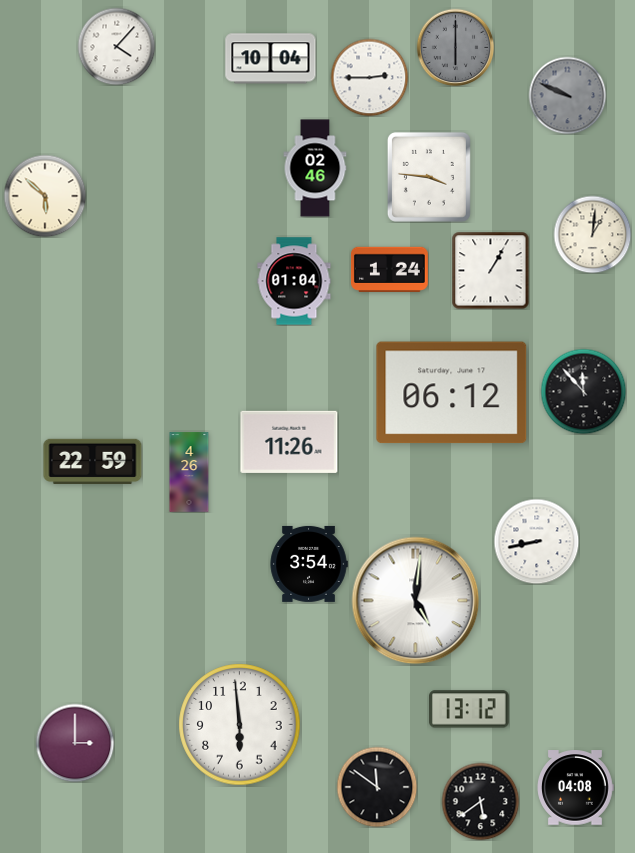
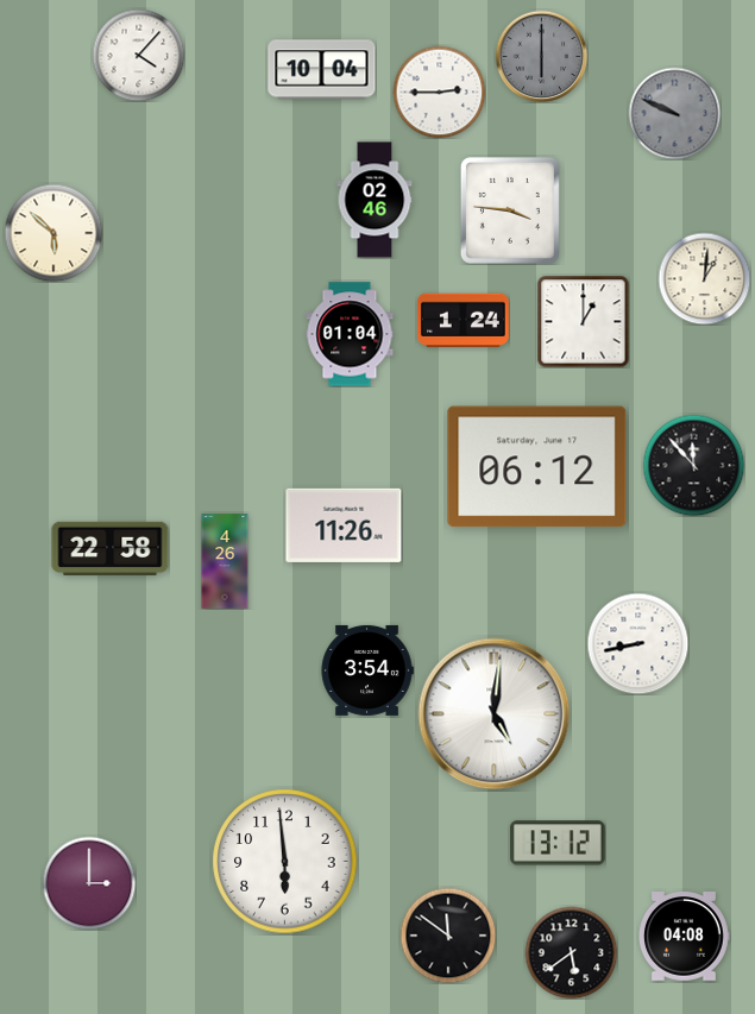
clock at (490, 270): 1:05 -> 1:00
clock at (93, 461): 22:59 -> 22:58
